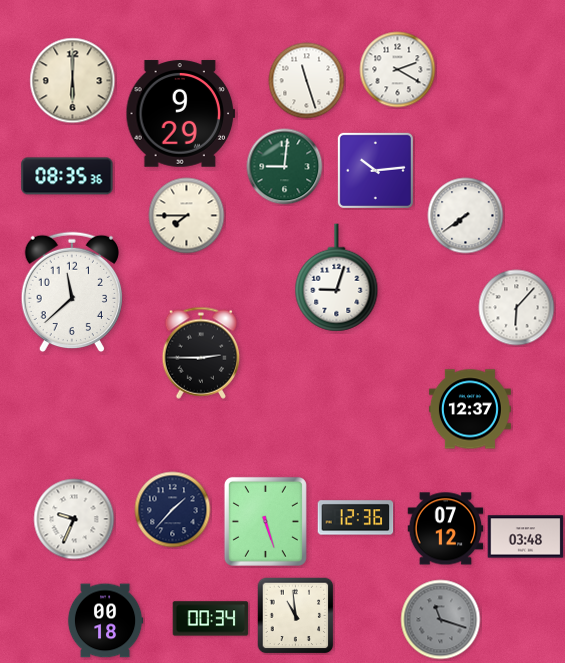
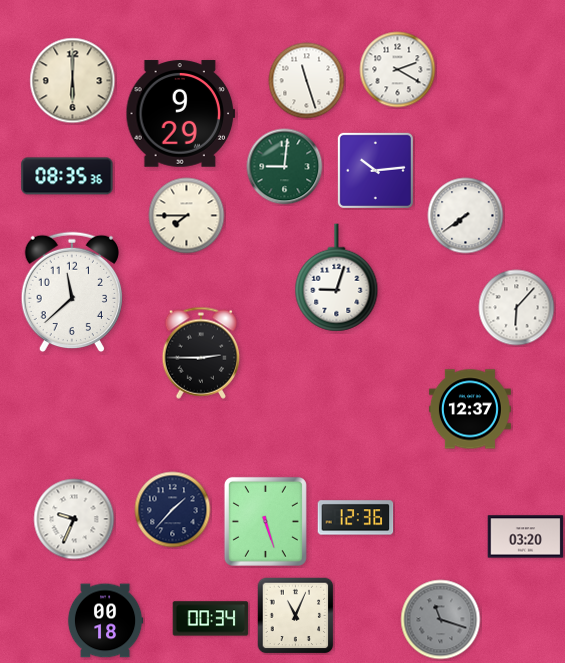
clock at (446, 529): 07:12 -> none
clock at (526, 537): 03:48 -> 03:20
clock at (295, 615): 10:59 -> 11:04
